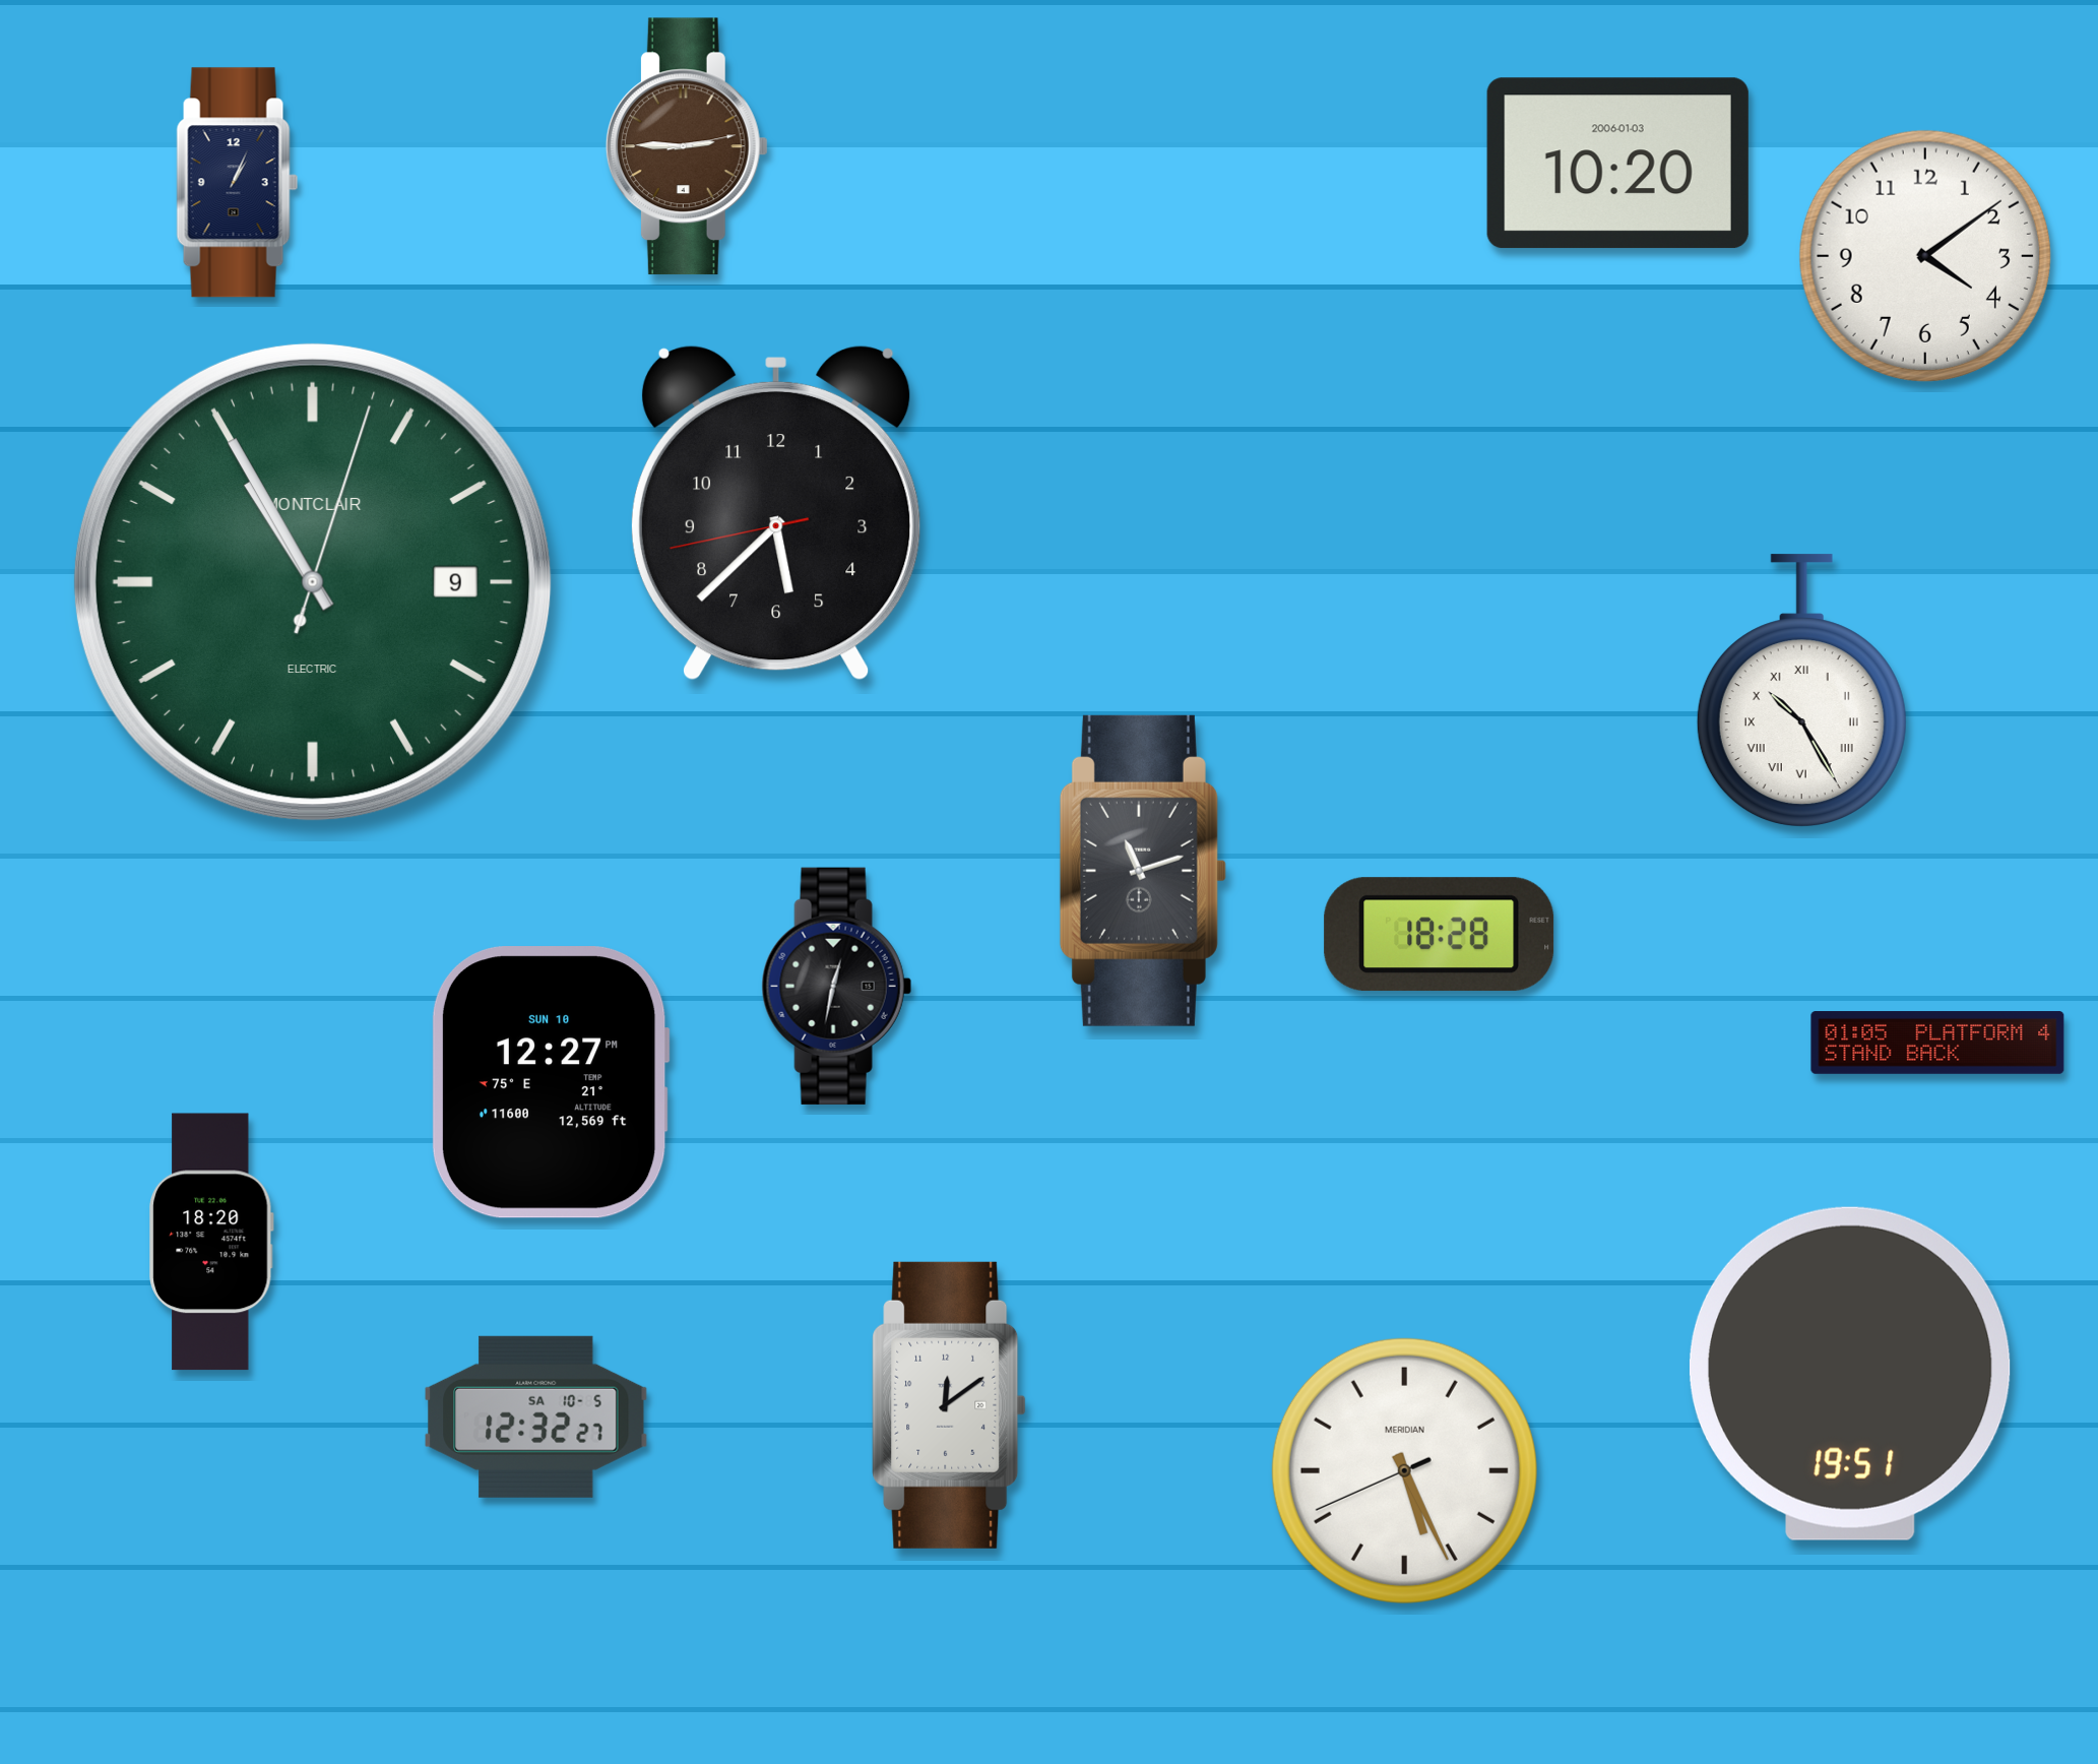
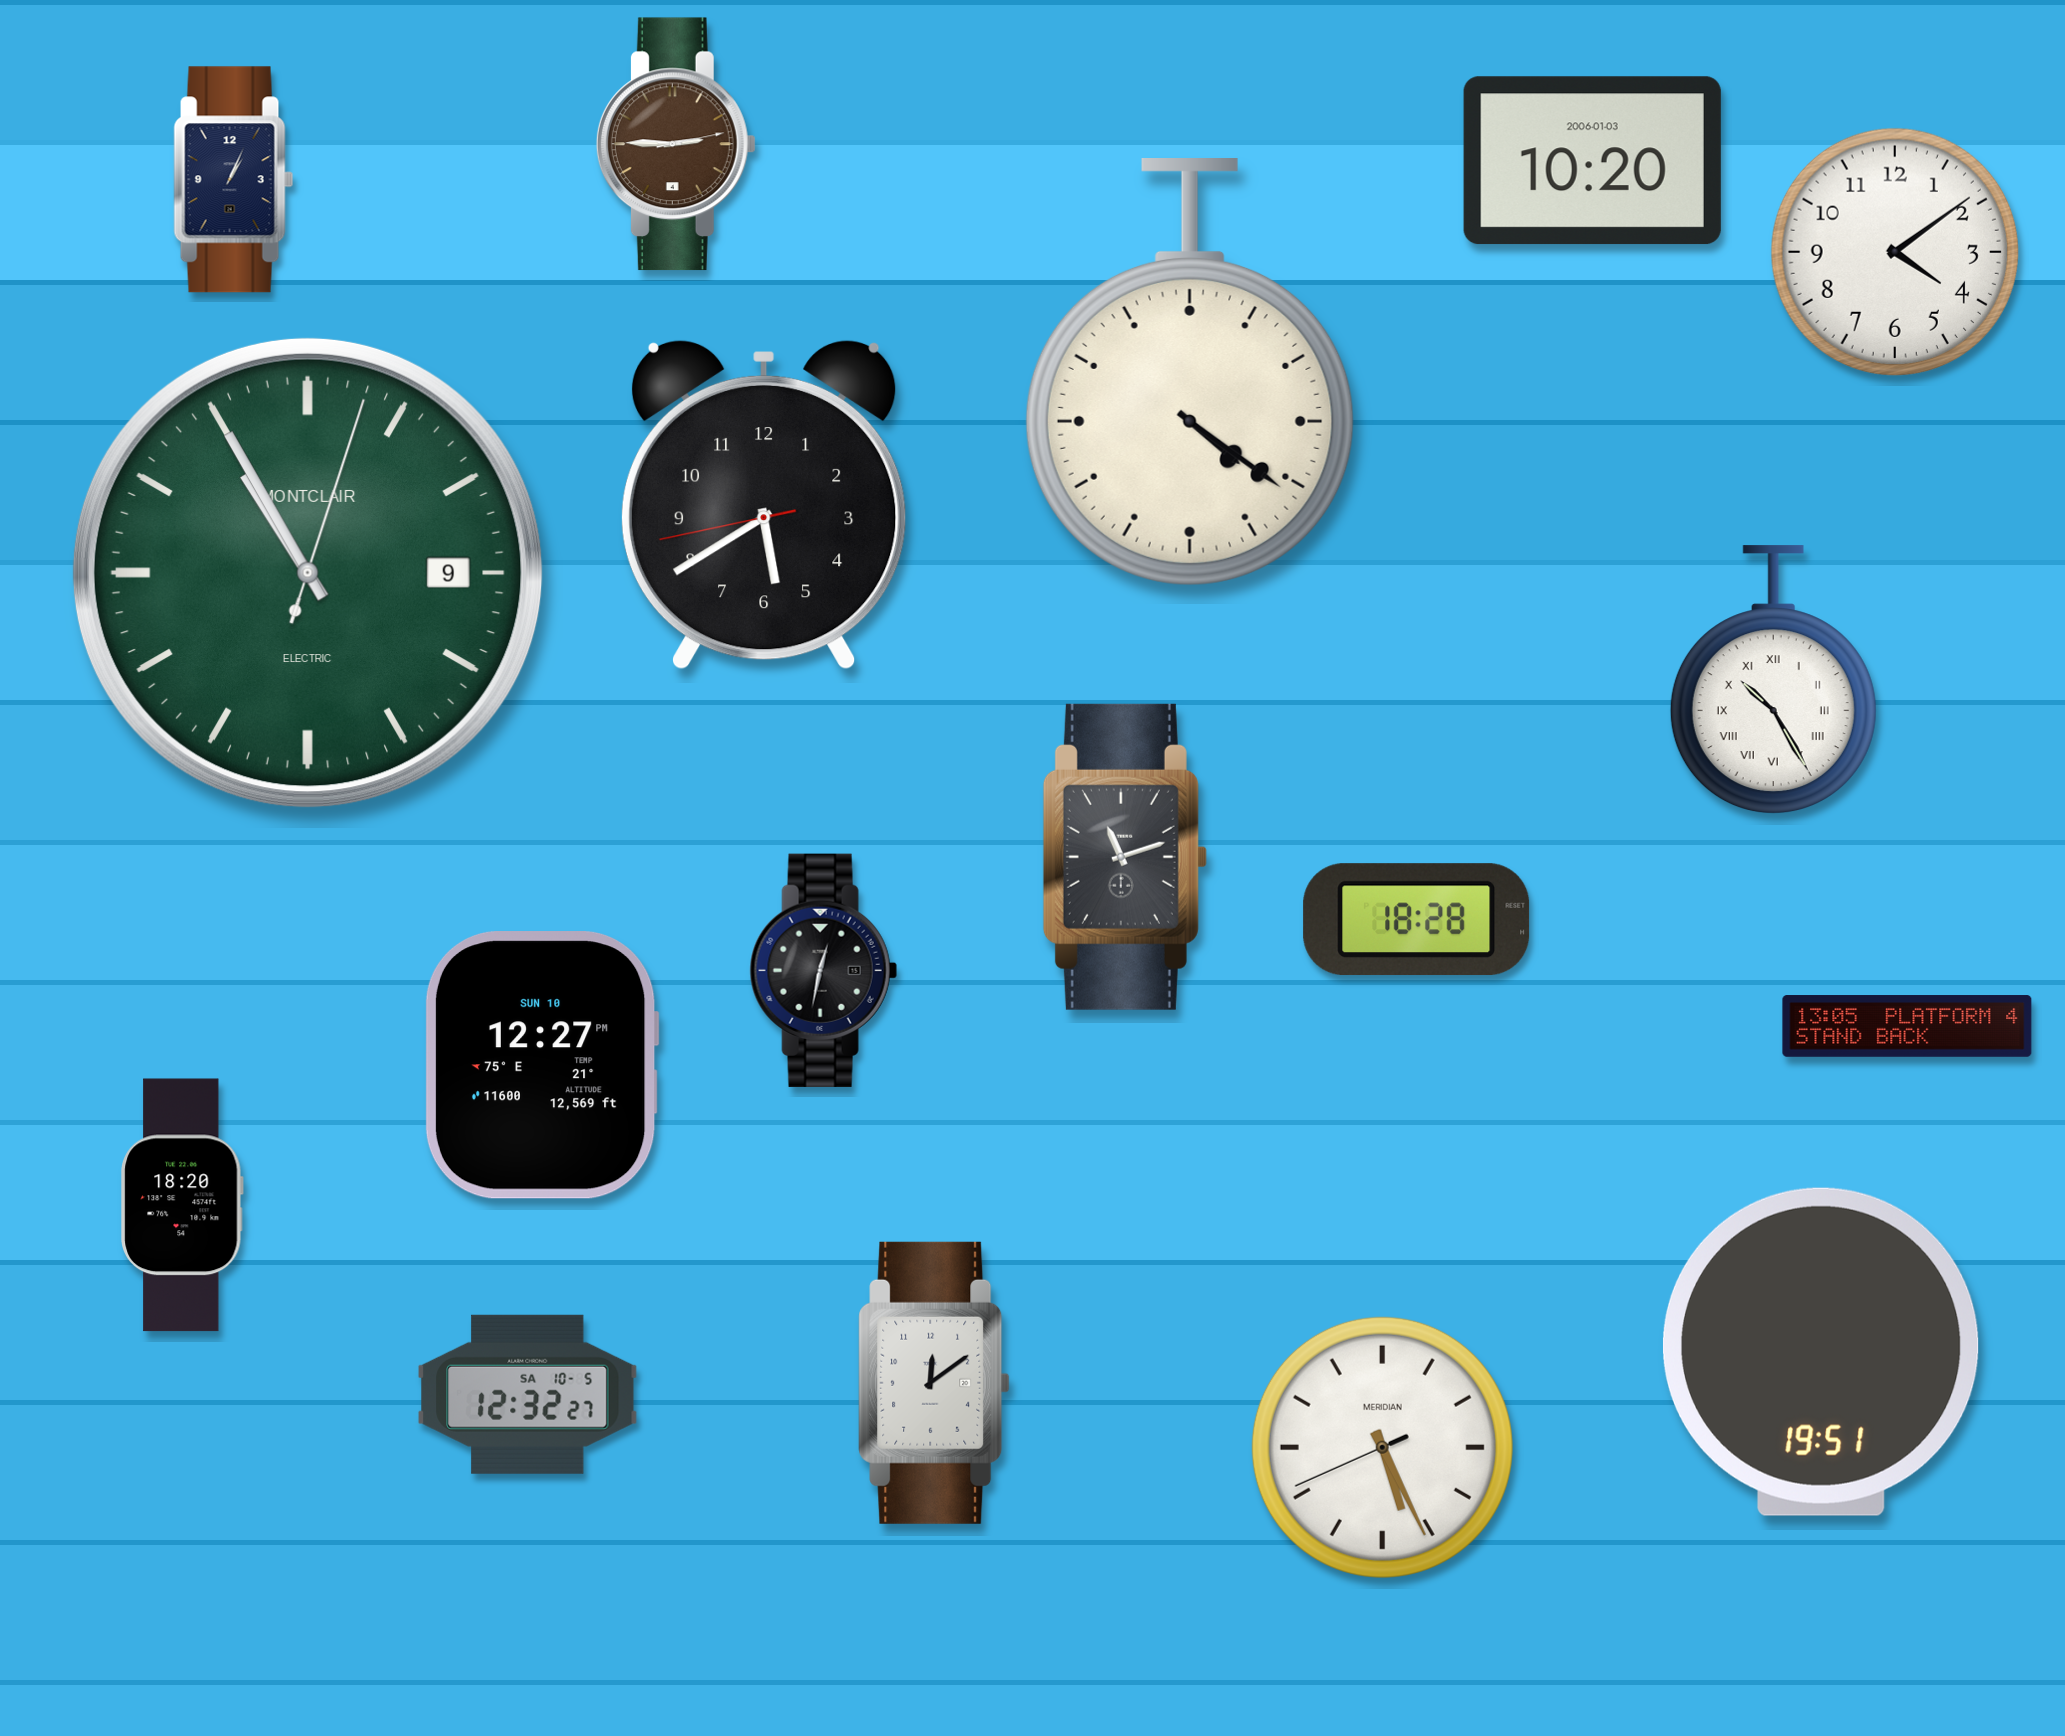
clock at (1190, 373): none -> 4:21
clock at (776, 513): 5:37 -> 5:39
clock at (1937, 1043): 01:05 -> 13:05
clock at (211, 1242) position: (211, 1242) -> (182, 1205)
